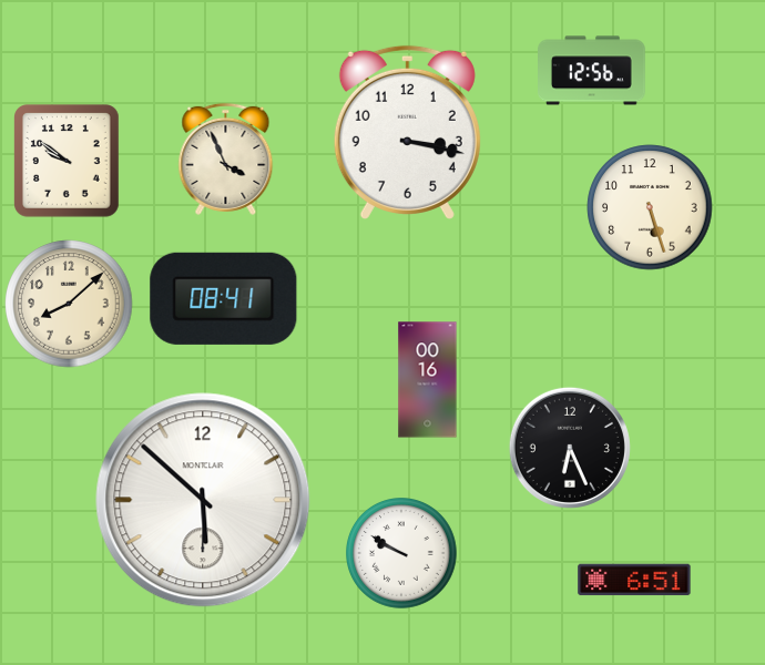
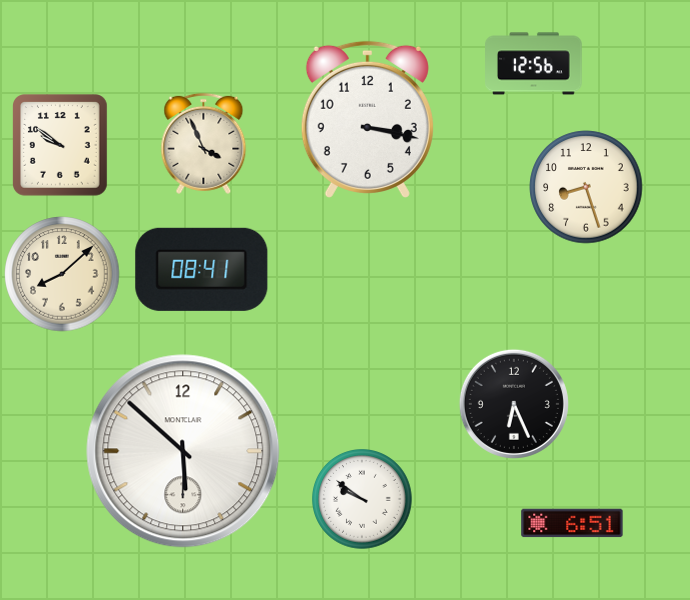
clock at (650, 207): 5:27 -> 8:27
clock at (428, 380): 00:16 -> none
clock at (402, 554): 9:50 -> 9:51
